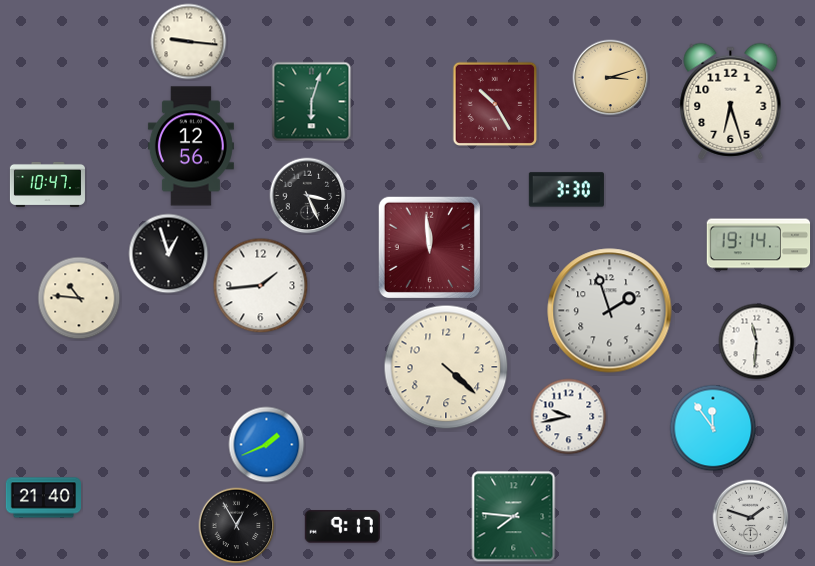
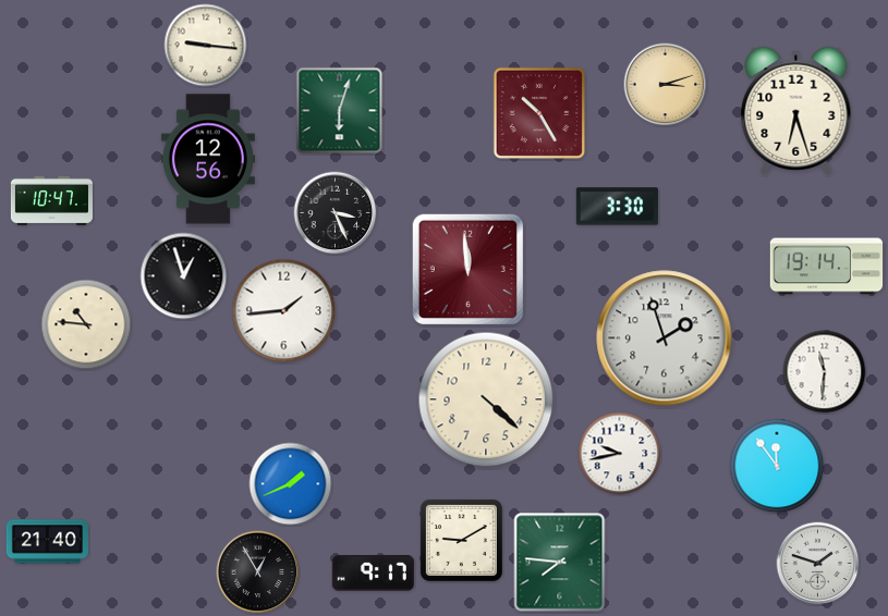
clock at (461, 540): none -> 9:10
